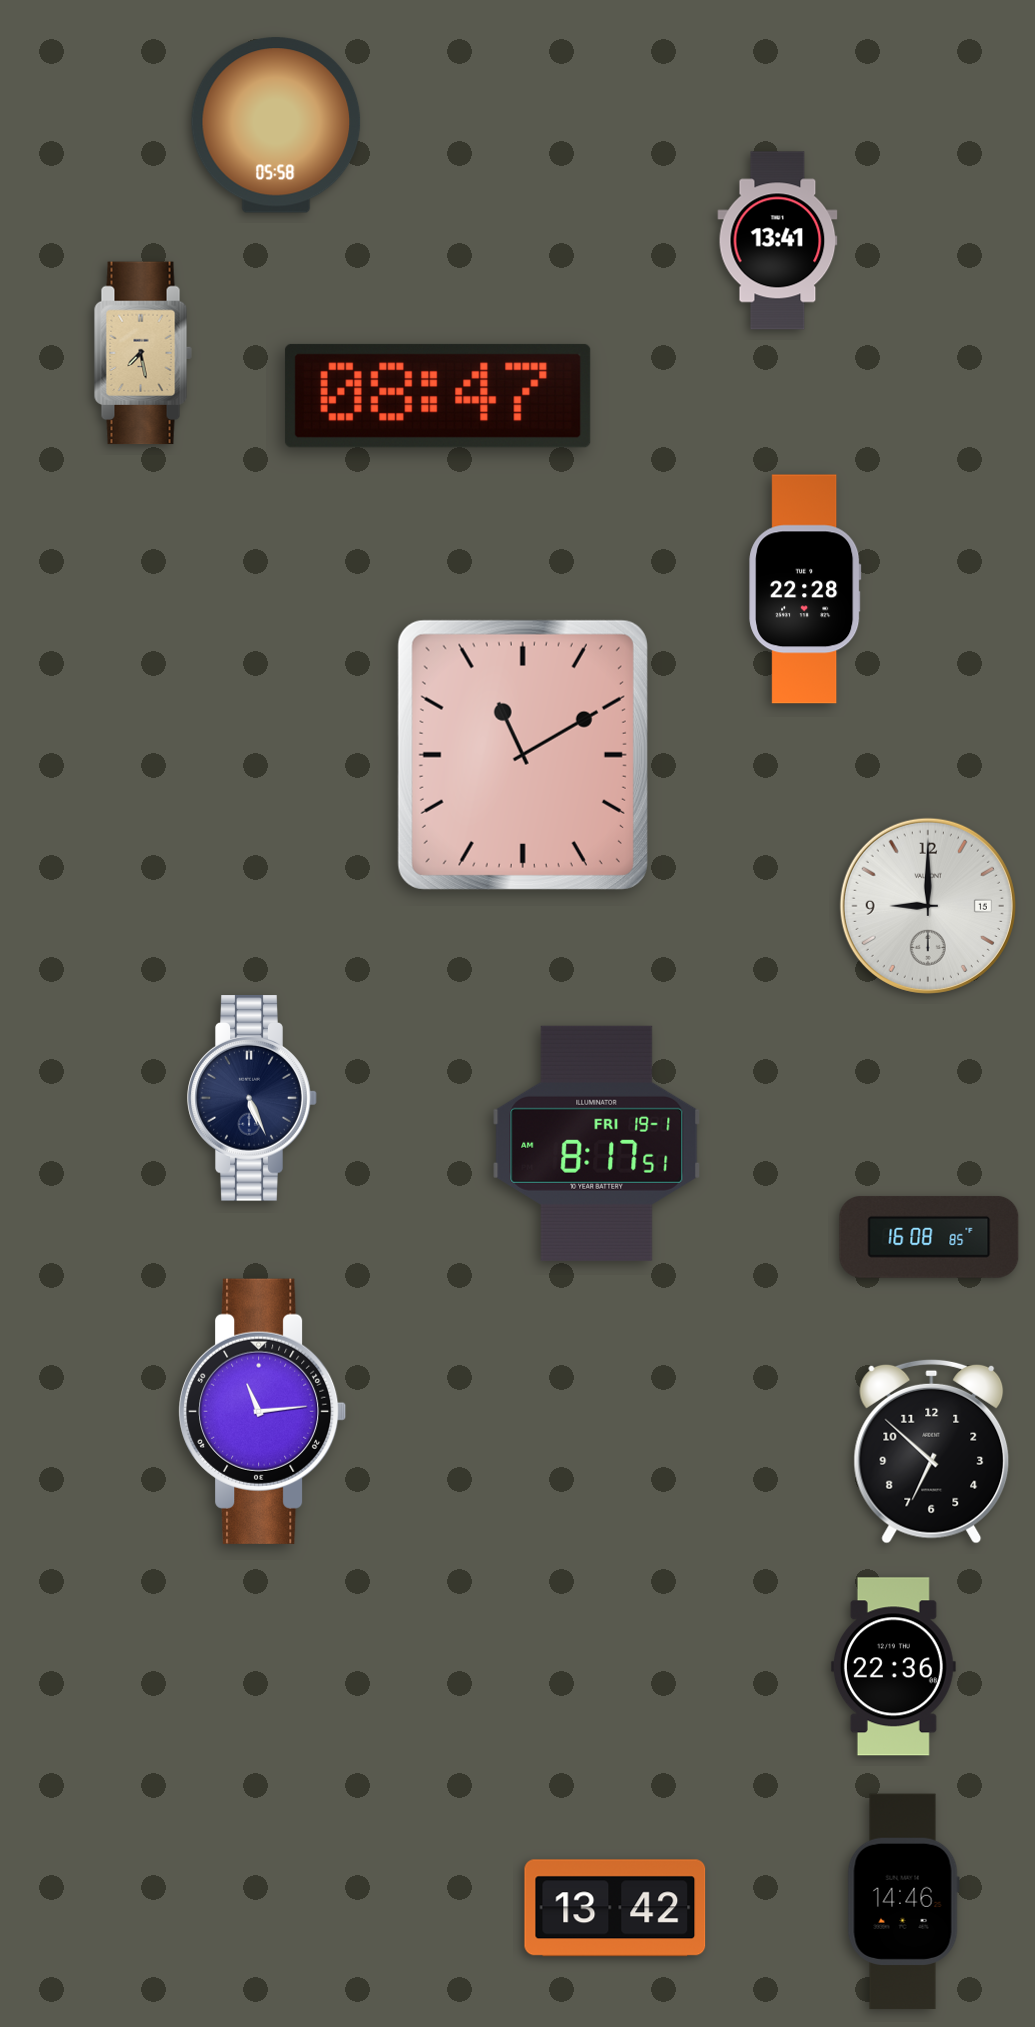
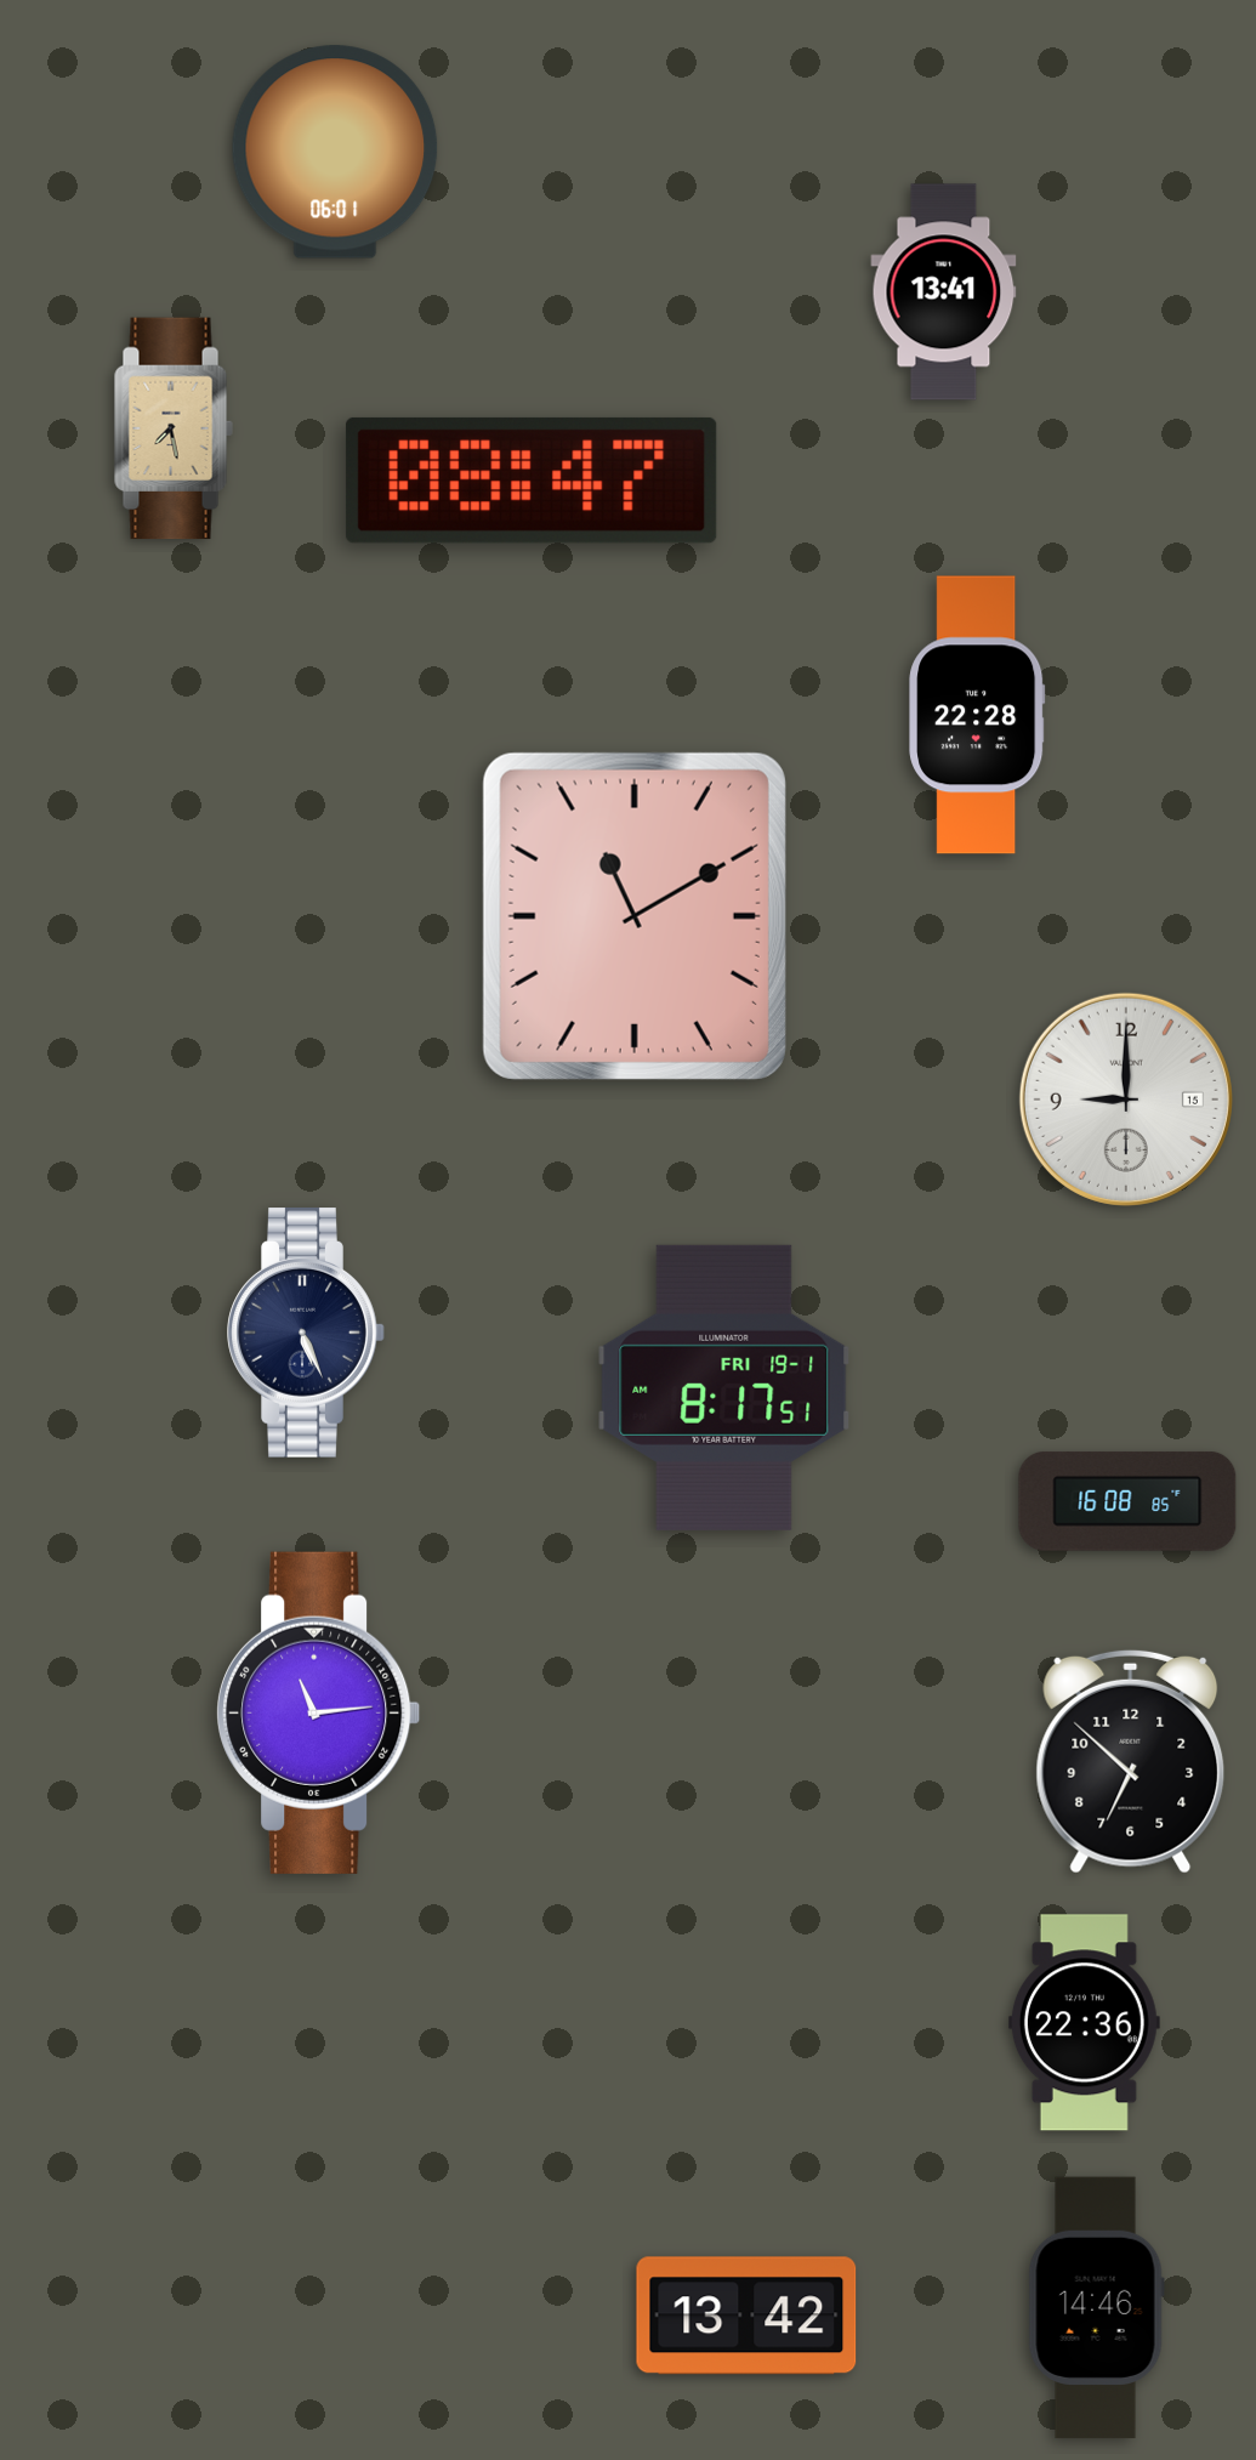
clock at (276, 125): 05:58 -> 06:01
